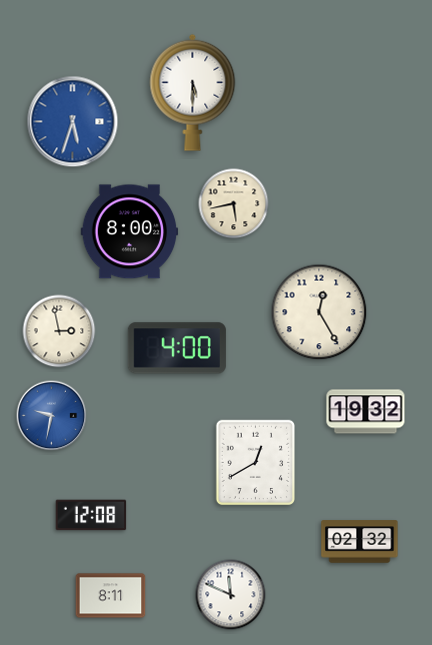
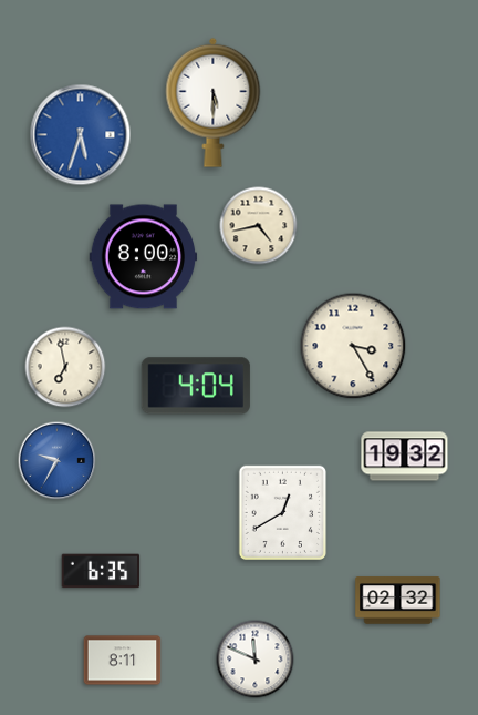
clock at (234, 204): 5:43 -> 4:43
clock at (319, 312): 12:25 -> 3:25
clock at (59, 331): 2:58 -> 6:58
clock at (177, 348): 4:00 -> 4:04
clock at (52, 416): 9:32 -> 9:35
clock at (91, 515): 12:08 -> 6:35
